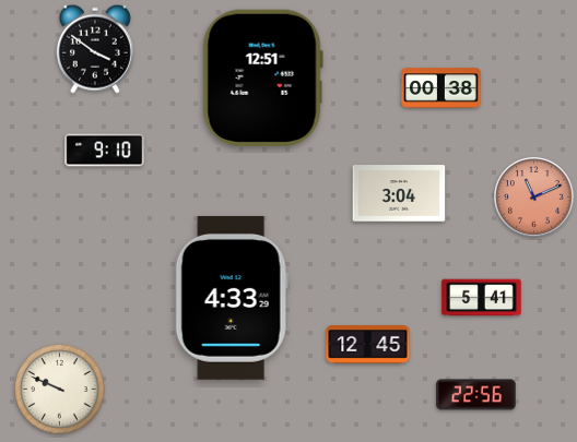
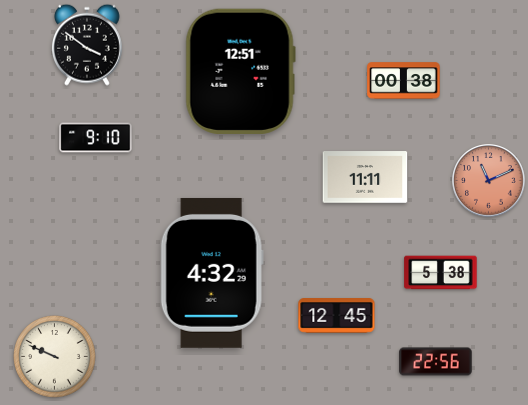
clock at (399, 193): 3:04 -> 11:11
clock at (232, 298): 4:33 -> 4:32
clock at (482, 298): 5:41 -> 5:38
